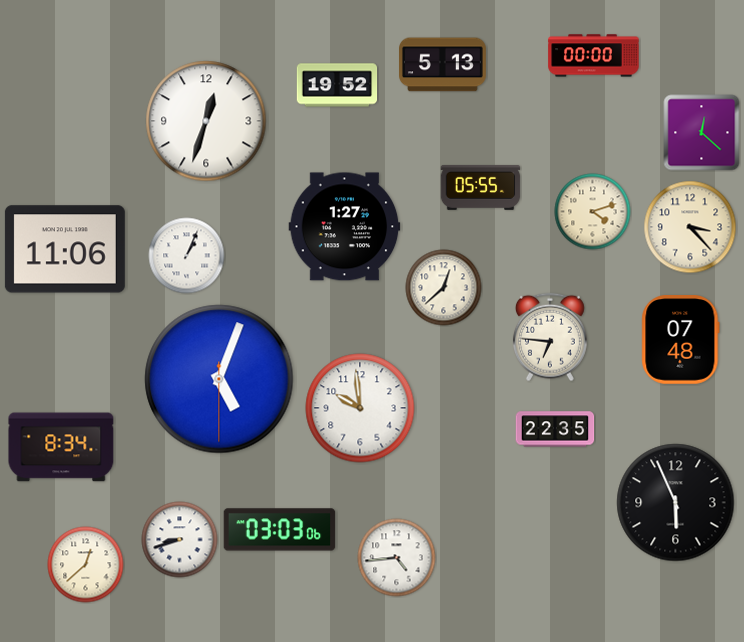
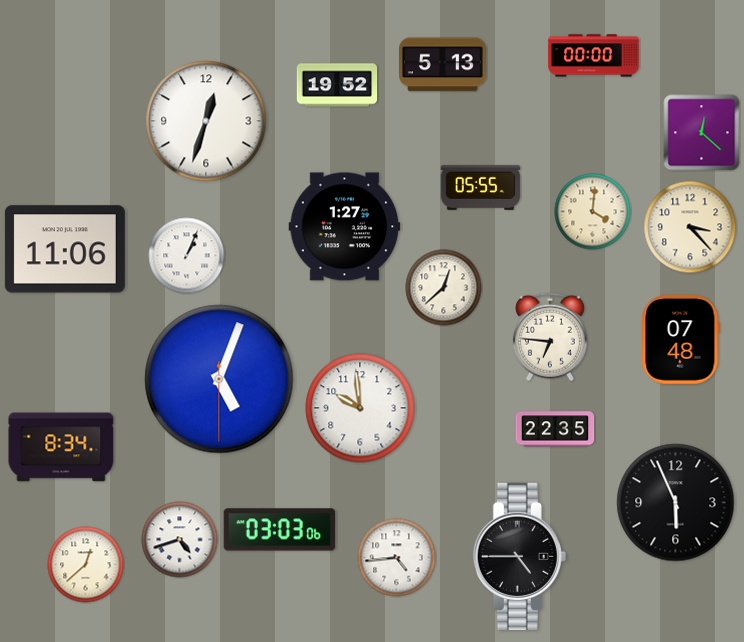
clock at (593, 212): 4:12 -> 4:01
clock at (180, 540): 8:42 -> 4:42
clock at (519, 556): none -> 4:45
